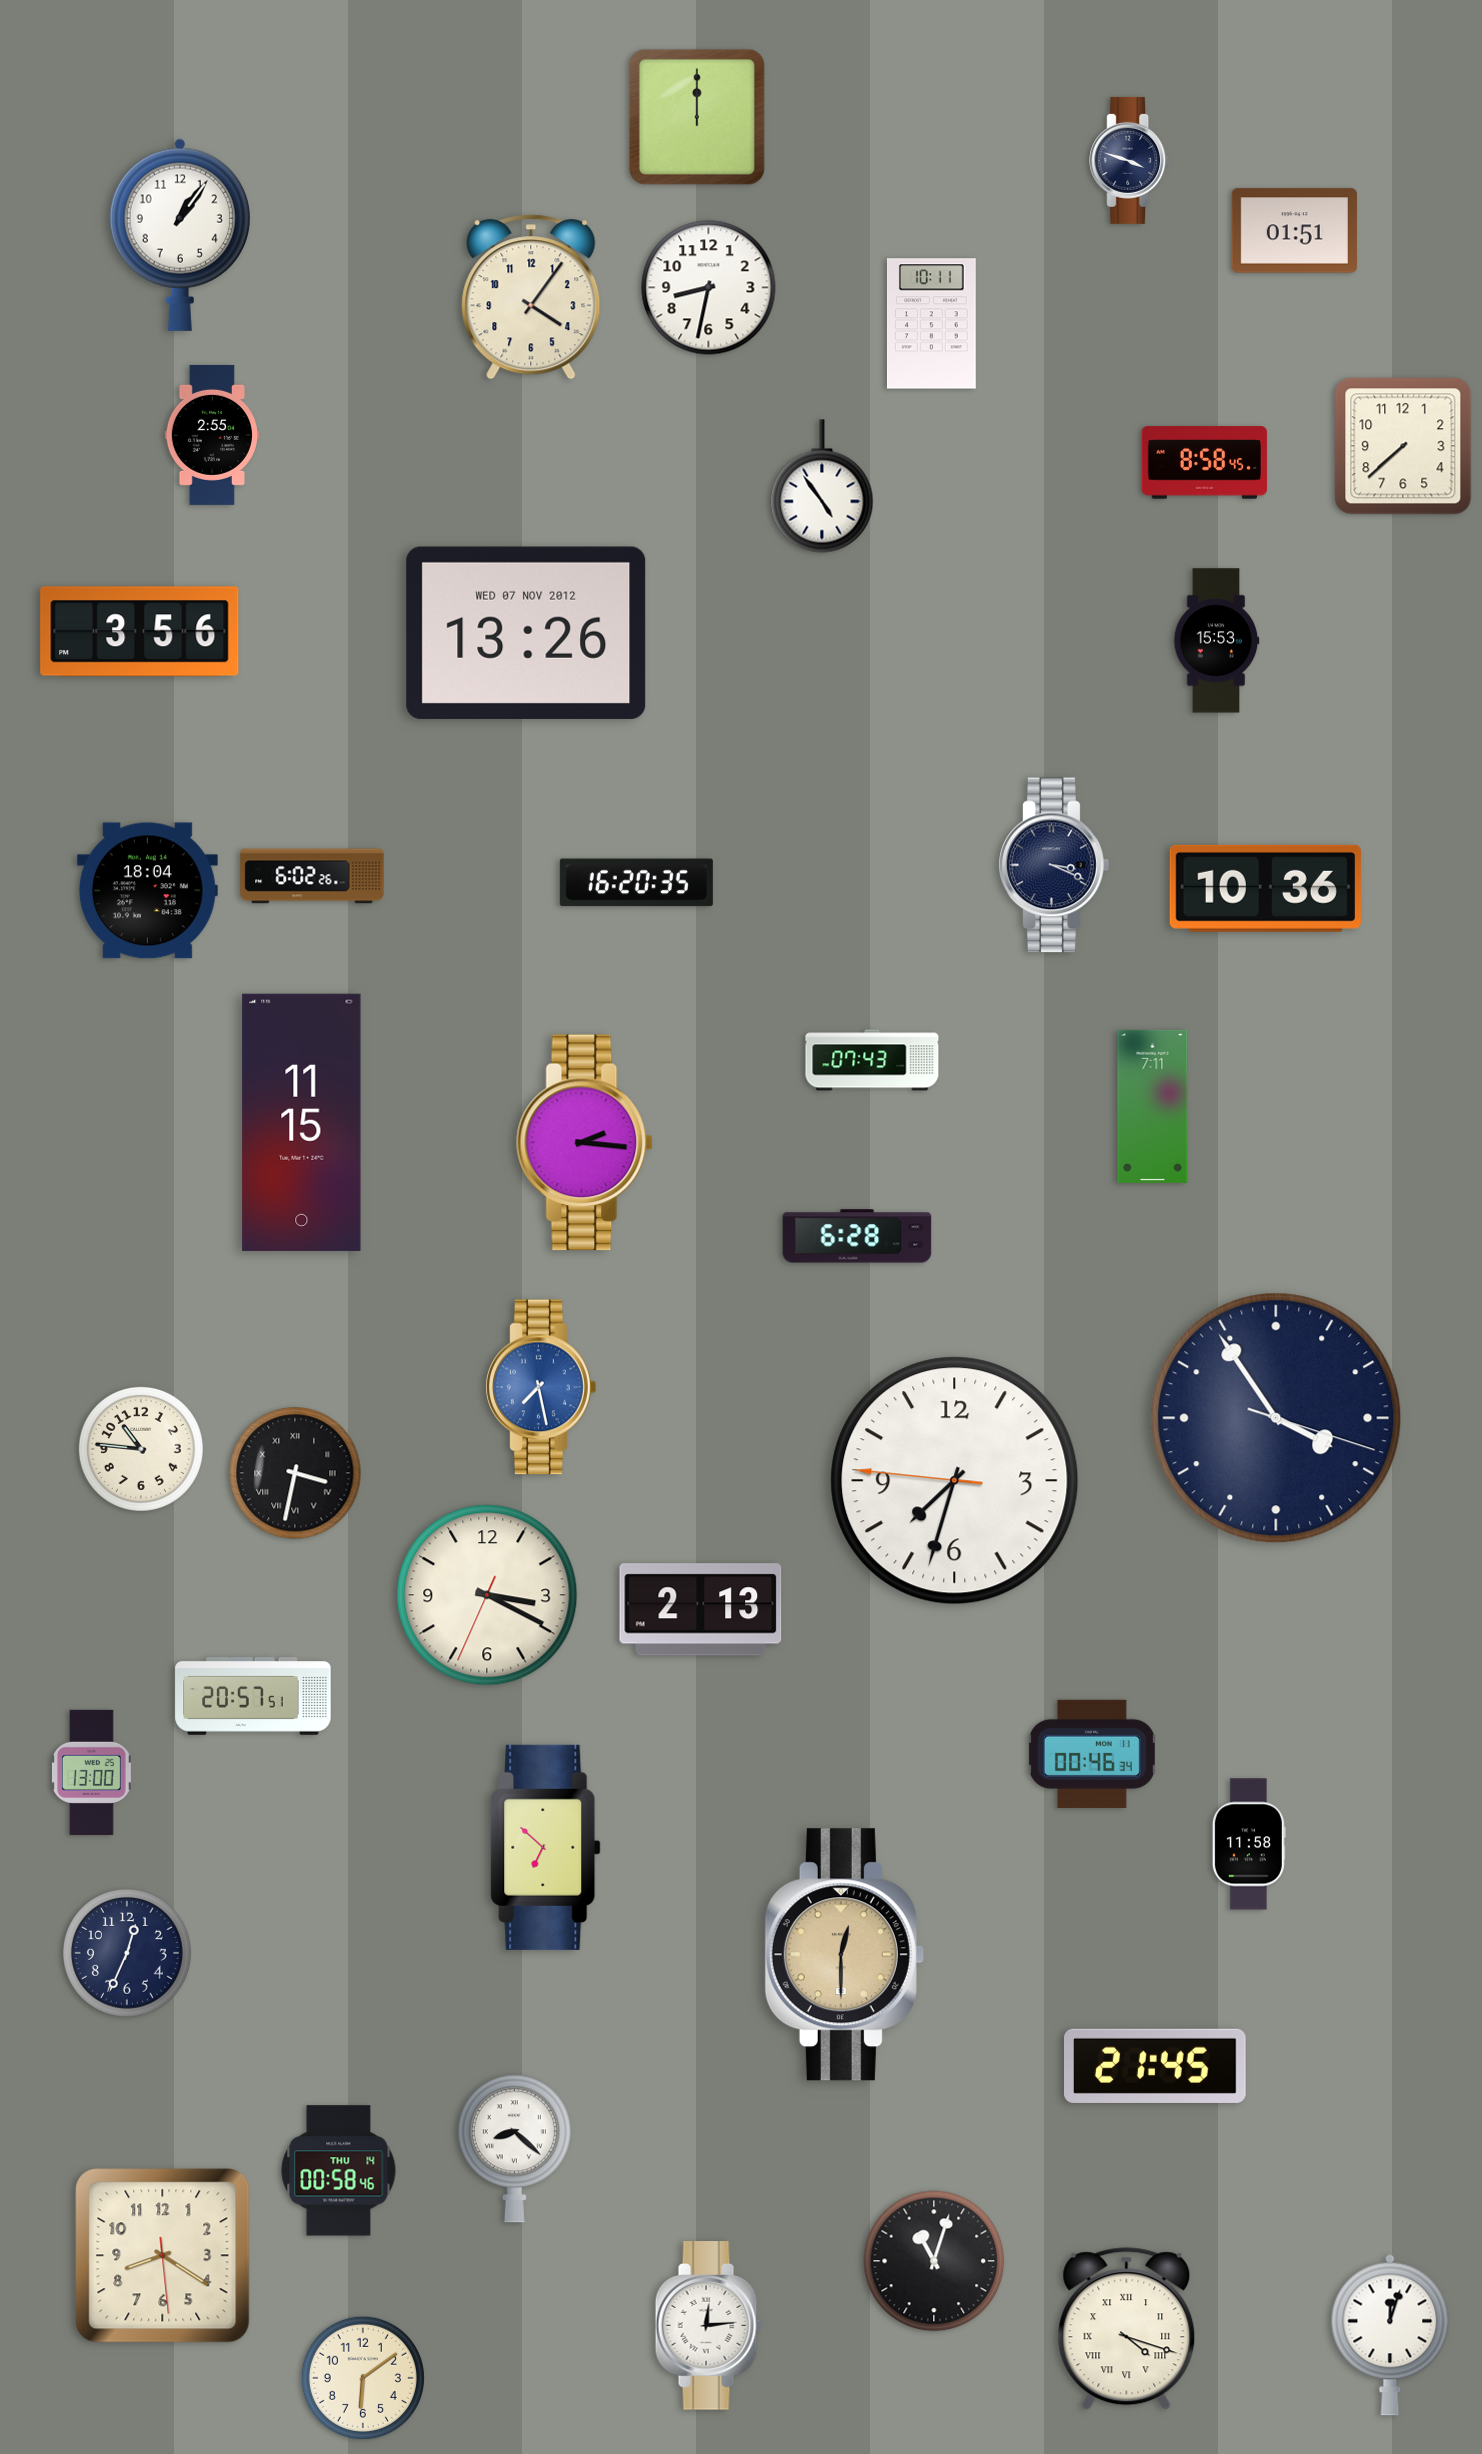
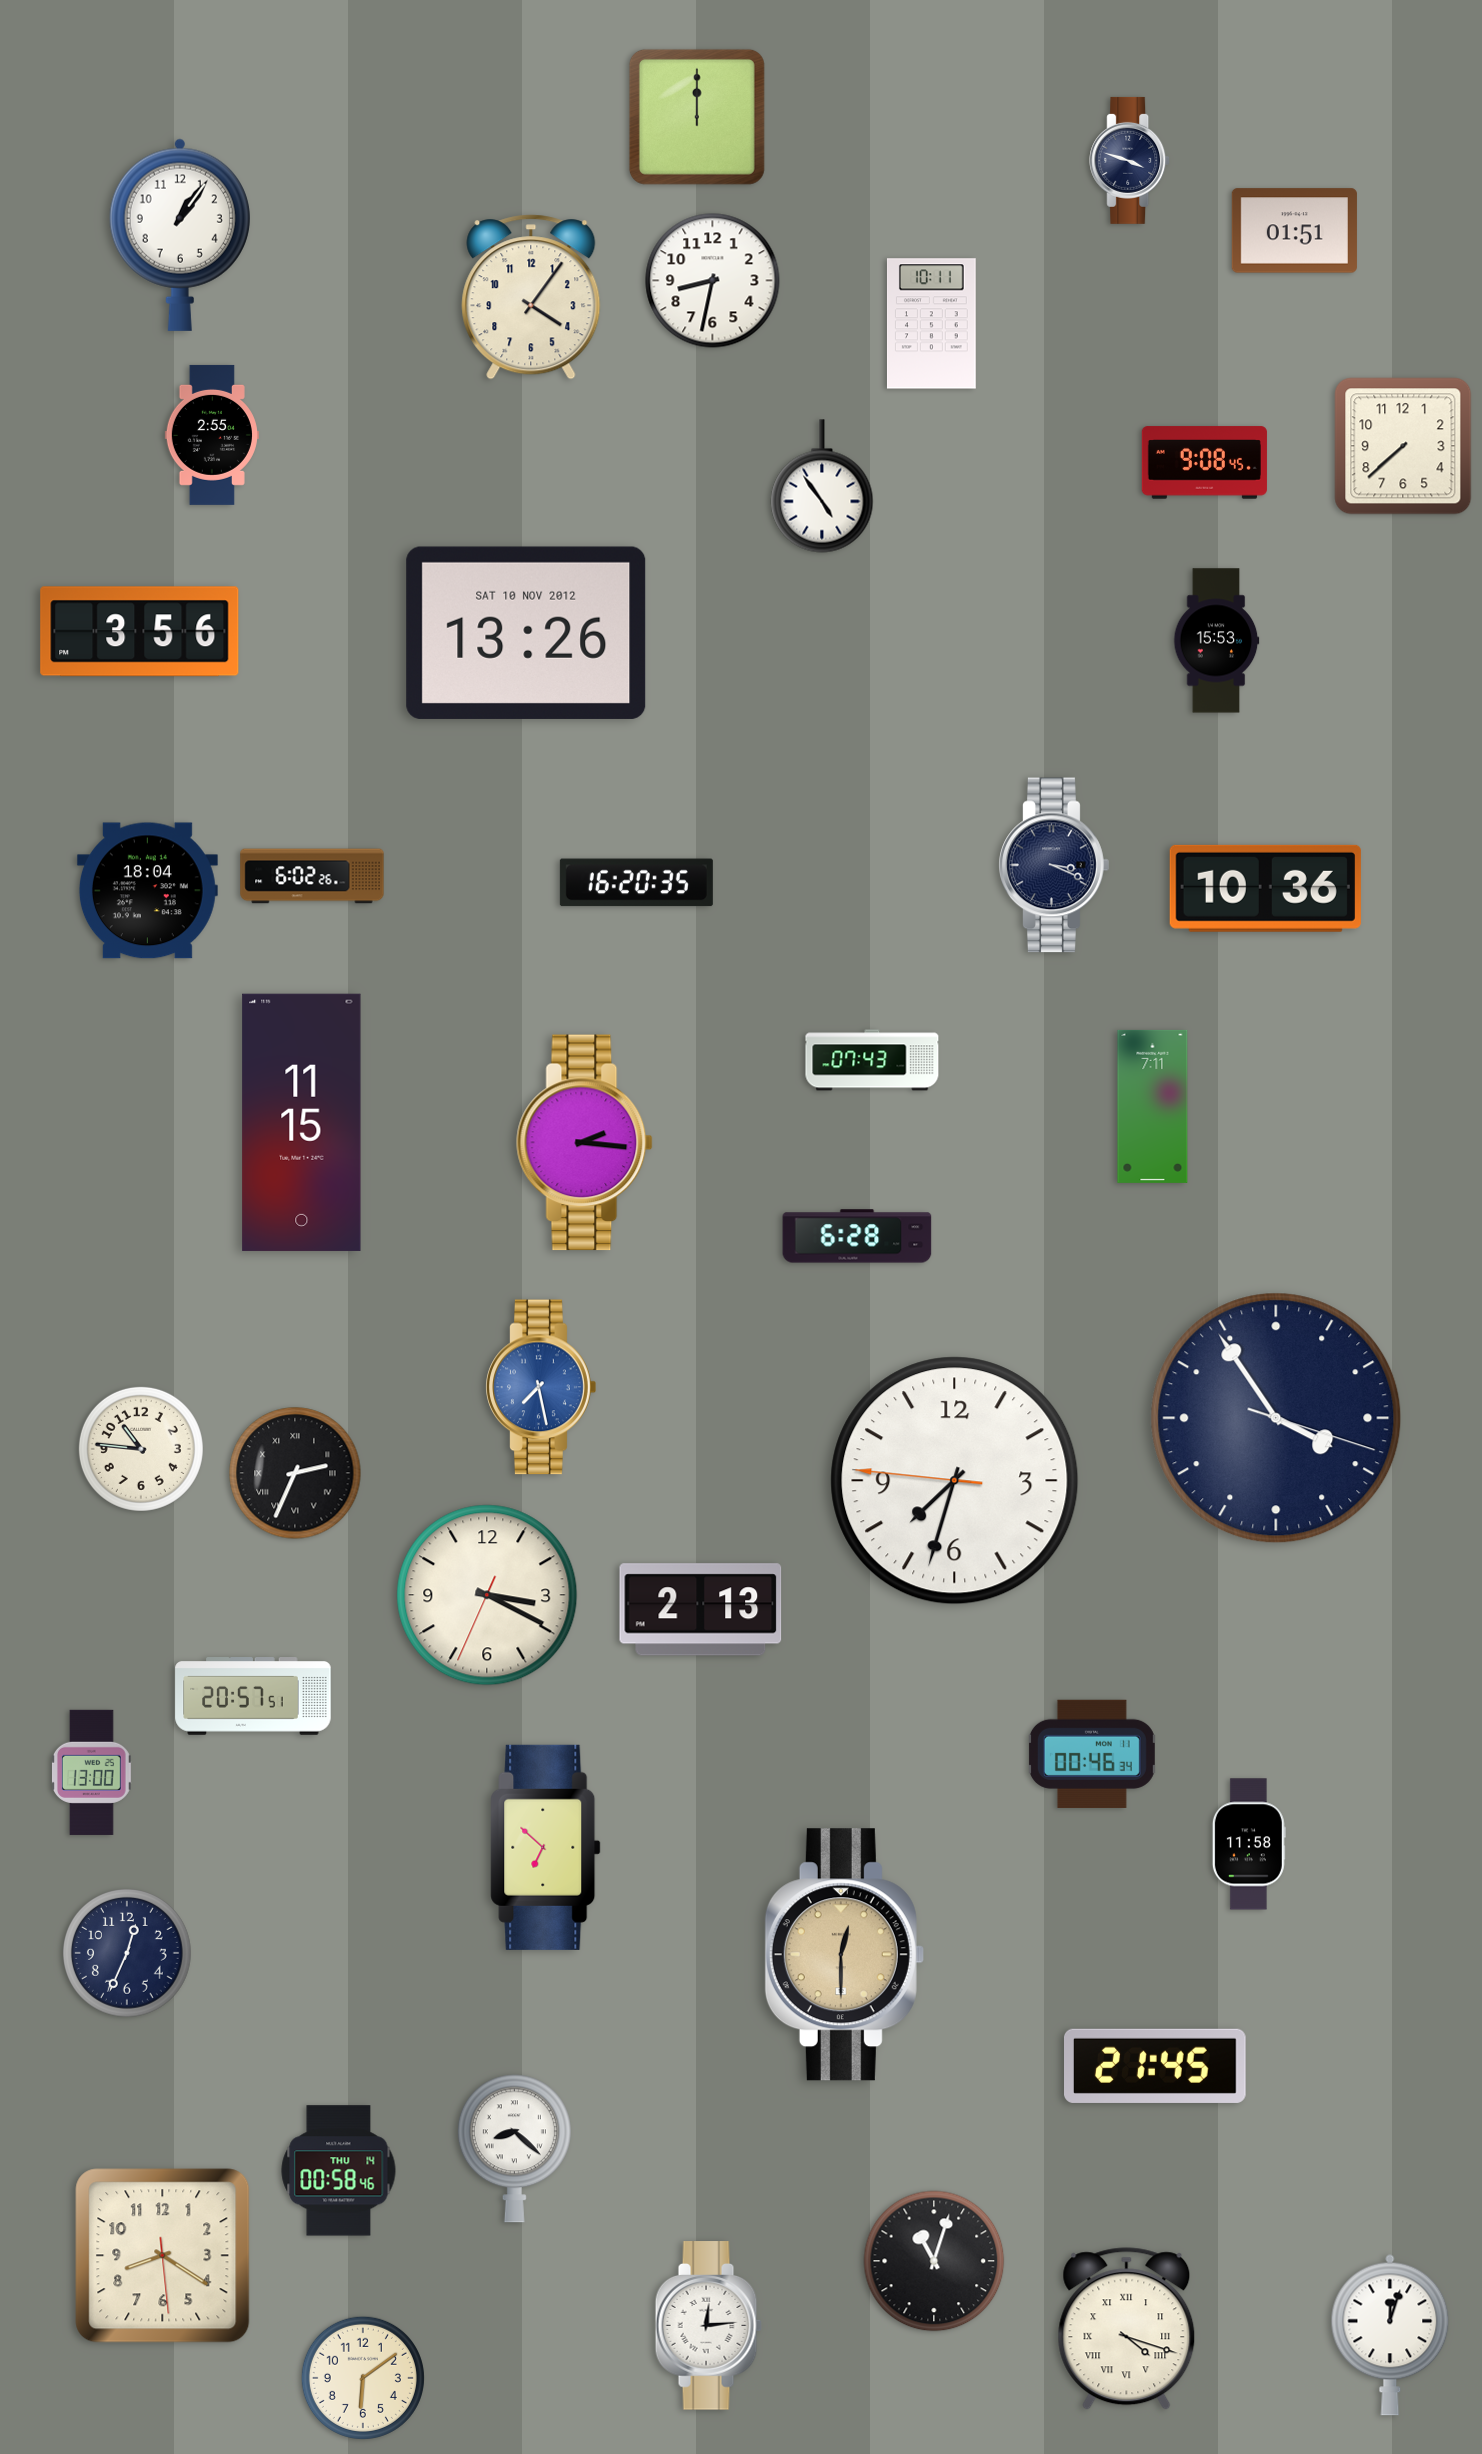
clock at (709, 288) position: (709, 288) -> (713, 281)
clock at (1204, 463): 8:58 -> 9:08
clock at (526, 633) date: WED 07 NOV 2012 -> SAT 10 NOV 2012
clock at (295, 1473): 3:32 -> 2:34
